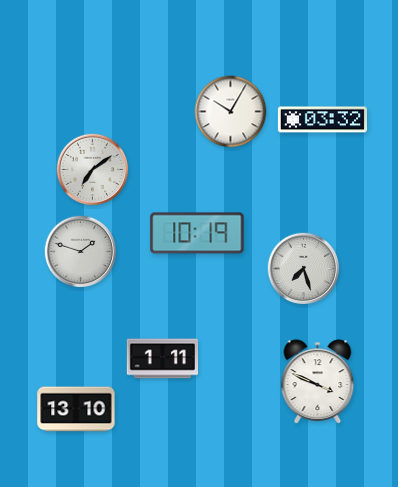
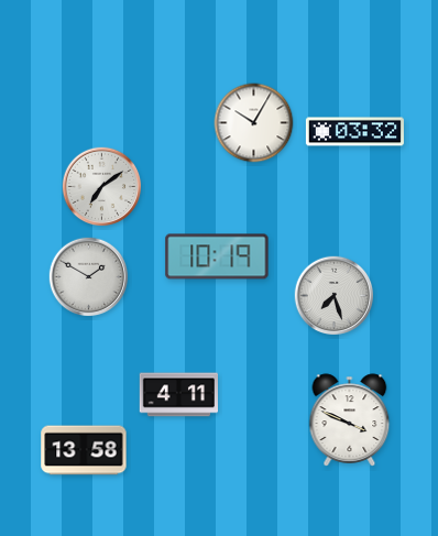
clock at (81, 252): 1:48 -> 1:50
clock at (163, 359): 1:11 -> 4:11
clock at (76, 409): 13:10 -> 13:58
